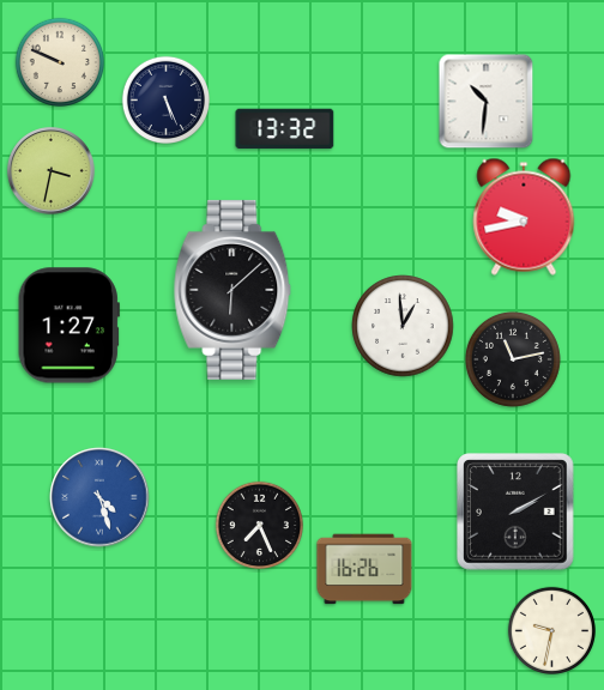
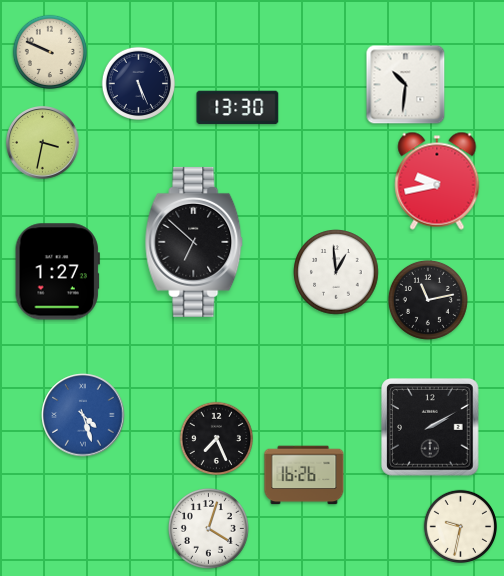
clock at (285, 129): 13:32 -> 13:30
clock at (232, 290): 6:08 -> 6:52
clock at (208, 528): none -> 4:03
